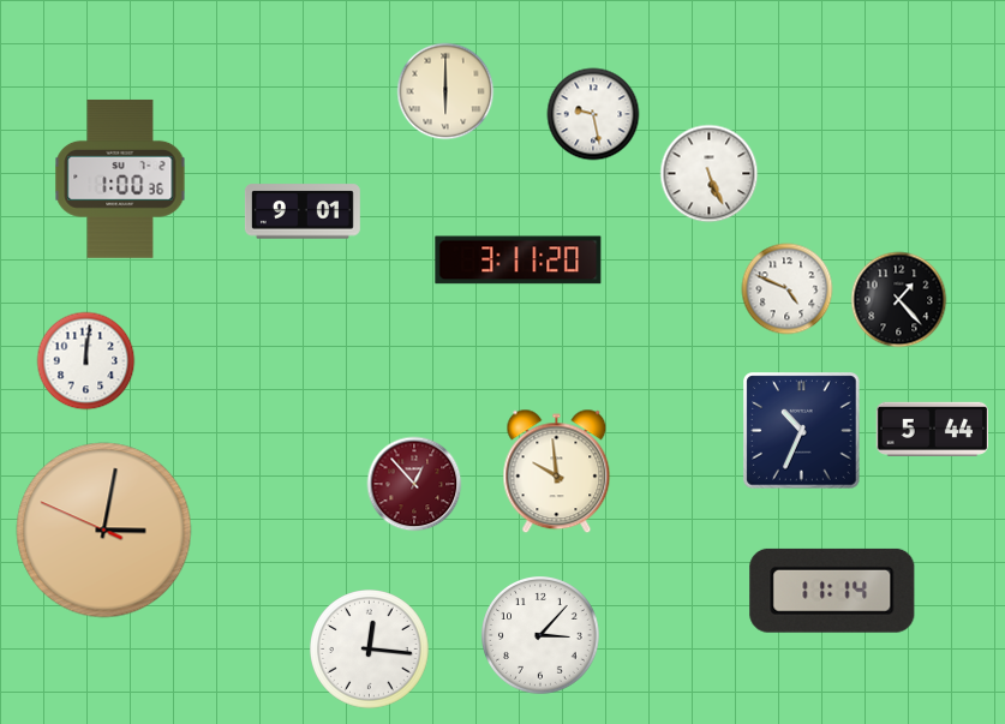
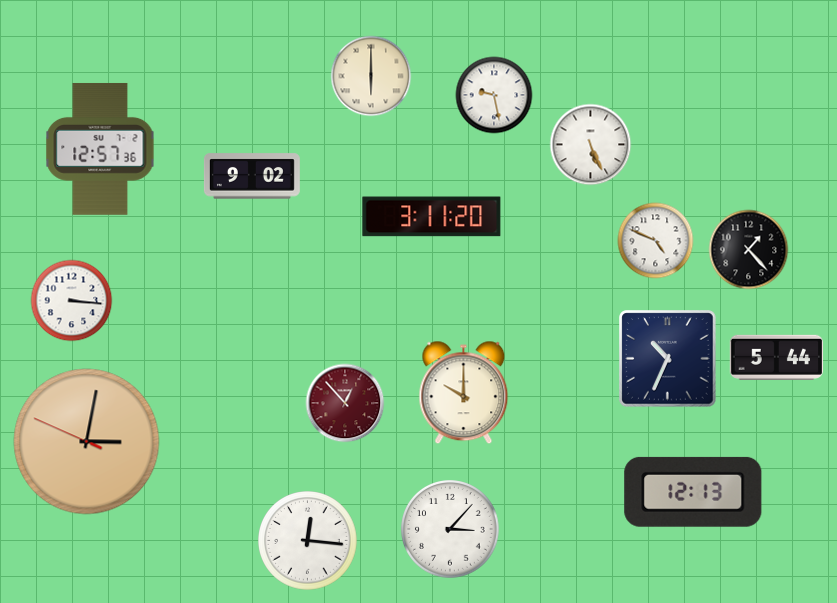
clock at (120, 179): 1:00 -> 12:57
clock at (303, 211): 9:01 -> 9:02
clock at (86, 361): 12:01 -> 3:16
clock at (557, 472): 9:59 -> 10:00
clock at (832, 591): 11:14 -> 12:13
